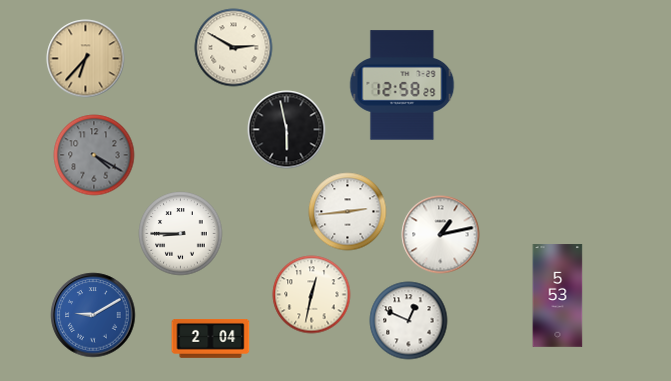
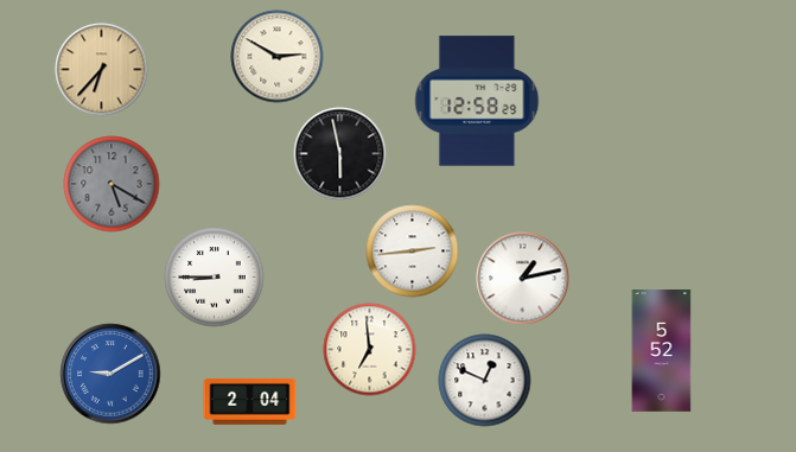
clock at (94, 155): 4:20 -> 5:20
clock at (311, 294): 12:32 -> 6:59
clock at (558, 296): 5:53 -> 5:52
